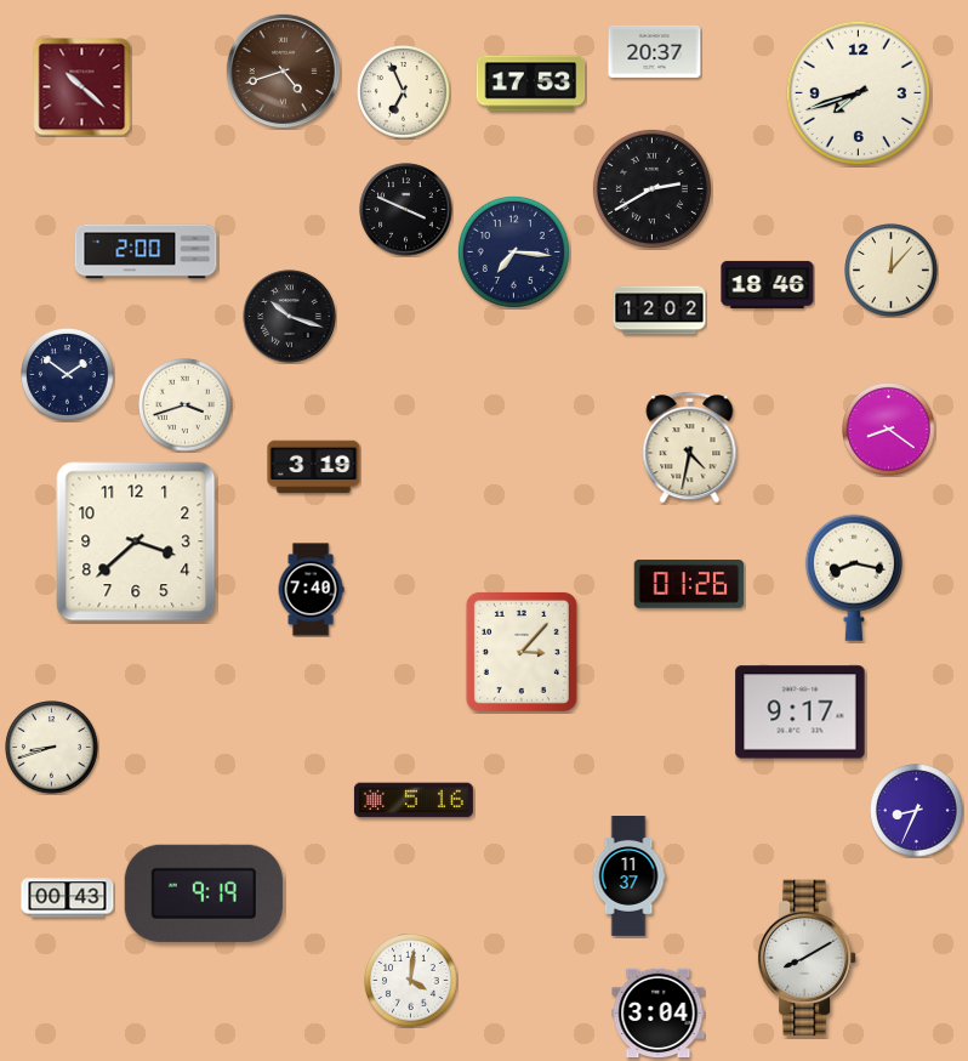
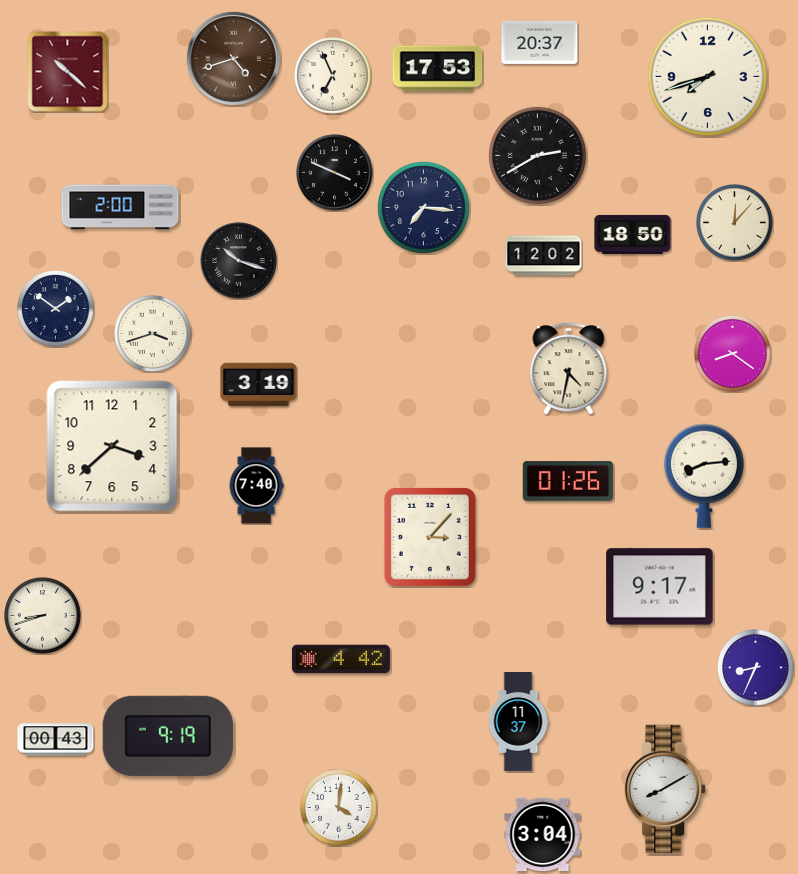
clock at (768, 284): 18:46 -> 18:50
clock at (854, 578): 8:17 -> 8:14
clock at (414, 800): 5:16 -> 4:42
